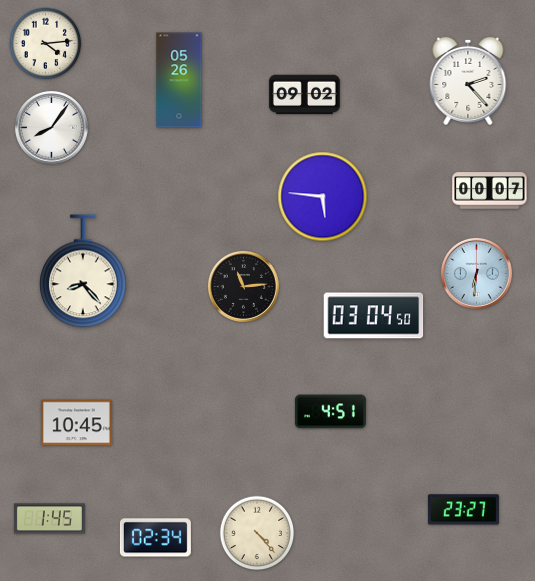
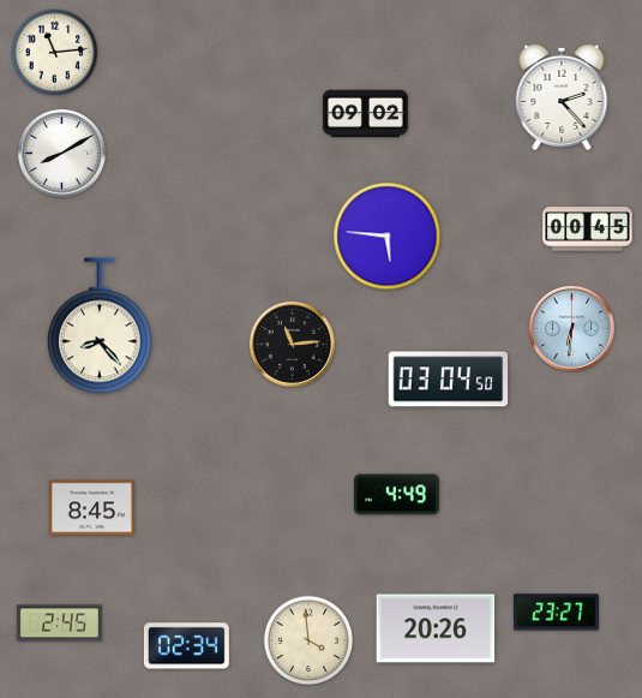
clock at (46, 44): 4:14 -> 11:14
clock at (179, 80): 05:26 -> none
clock at (51, 127): 8:06 -> 8:10
clock at (490, 191): 00:07 -> 00:45
clock at (330, 412): 4:51 -> 4:49
clock at (76, 423): 10:45 -> 8:45
clock at (49, 519): 1:45 -> 2:45
clock at (436, 628): none -> 20:26
clock at (257, 533): 4:23 -> 3:59
